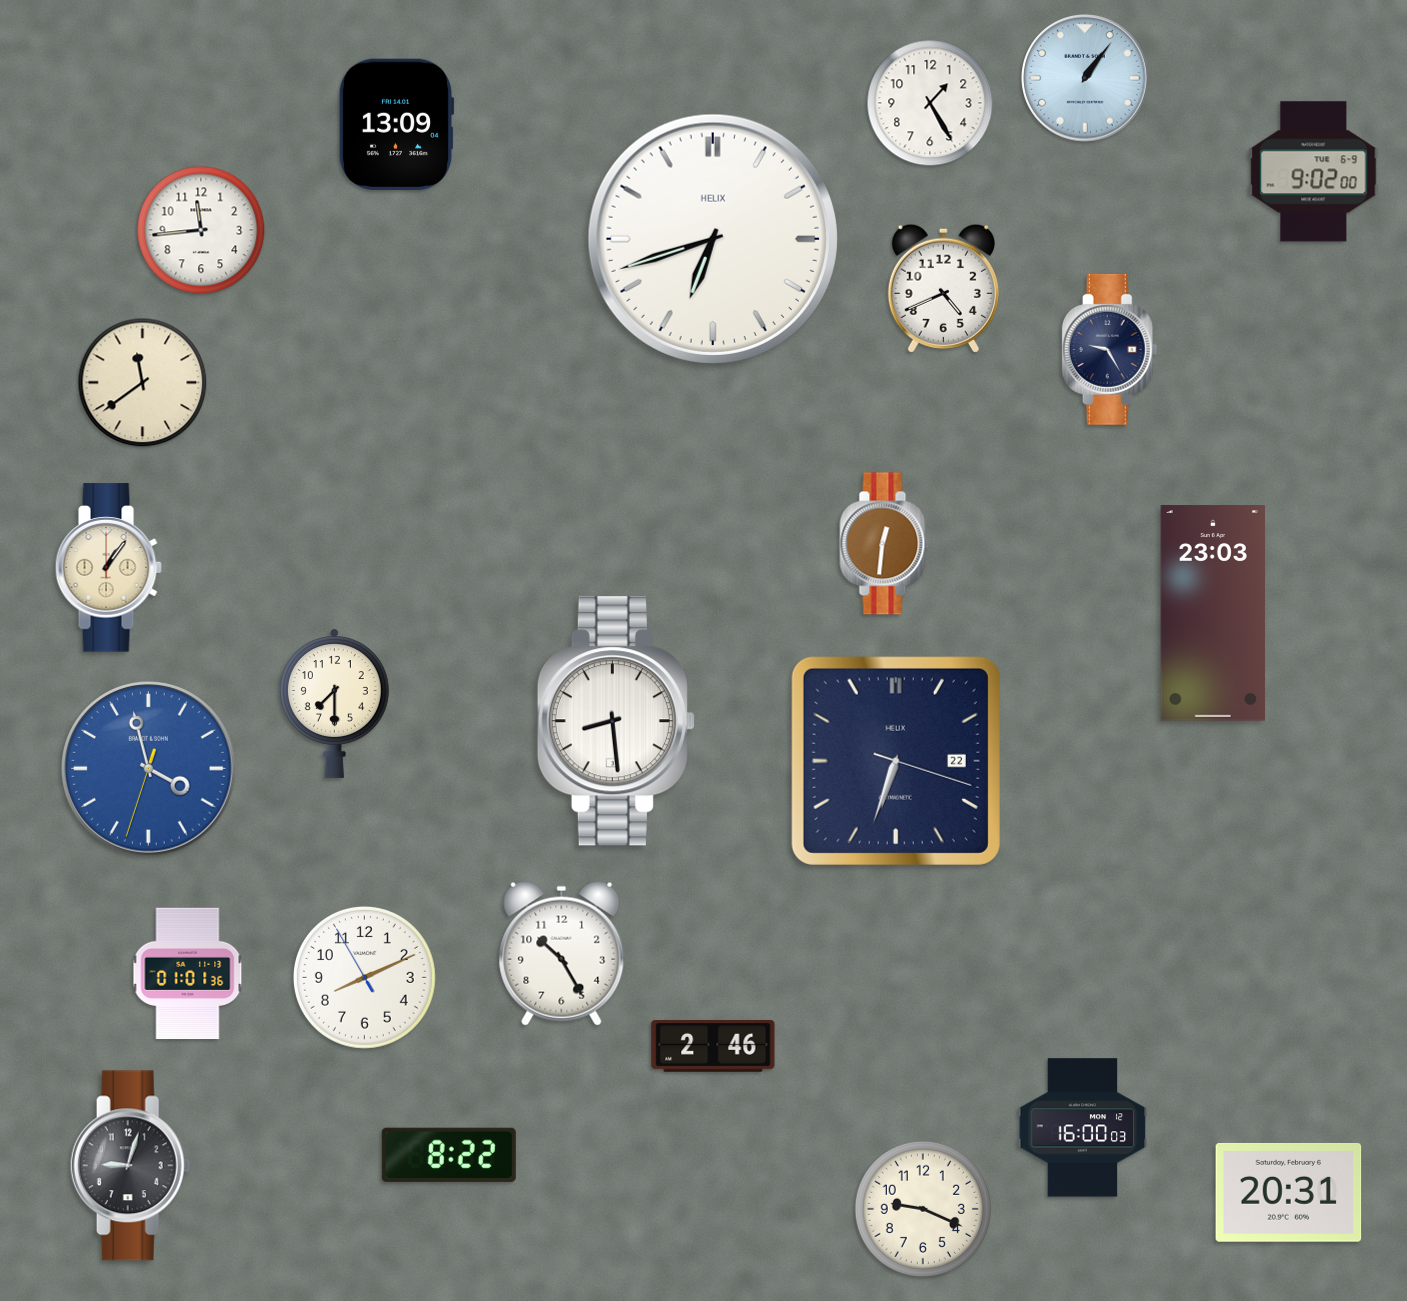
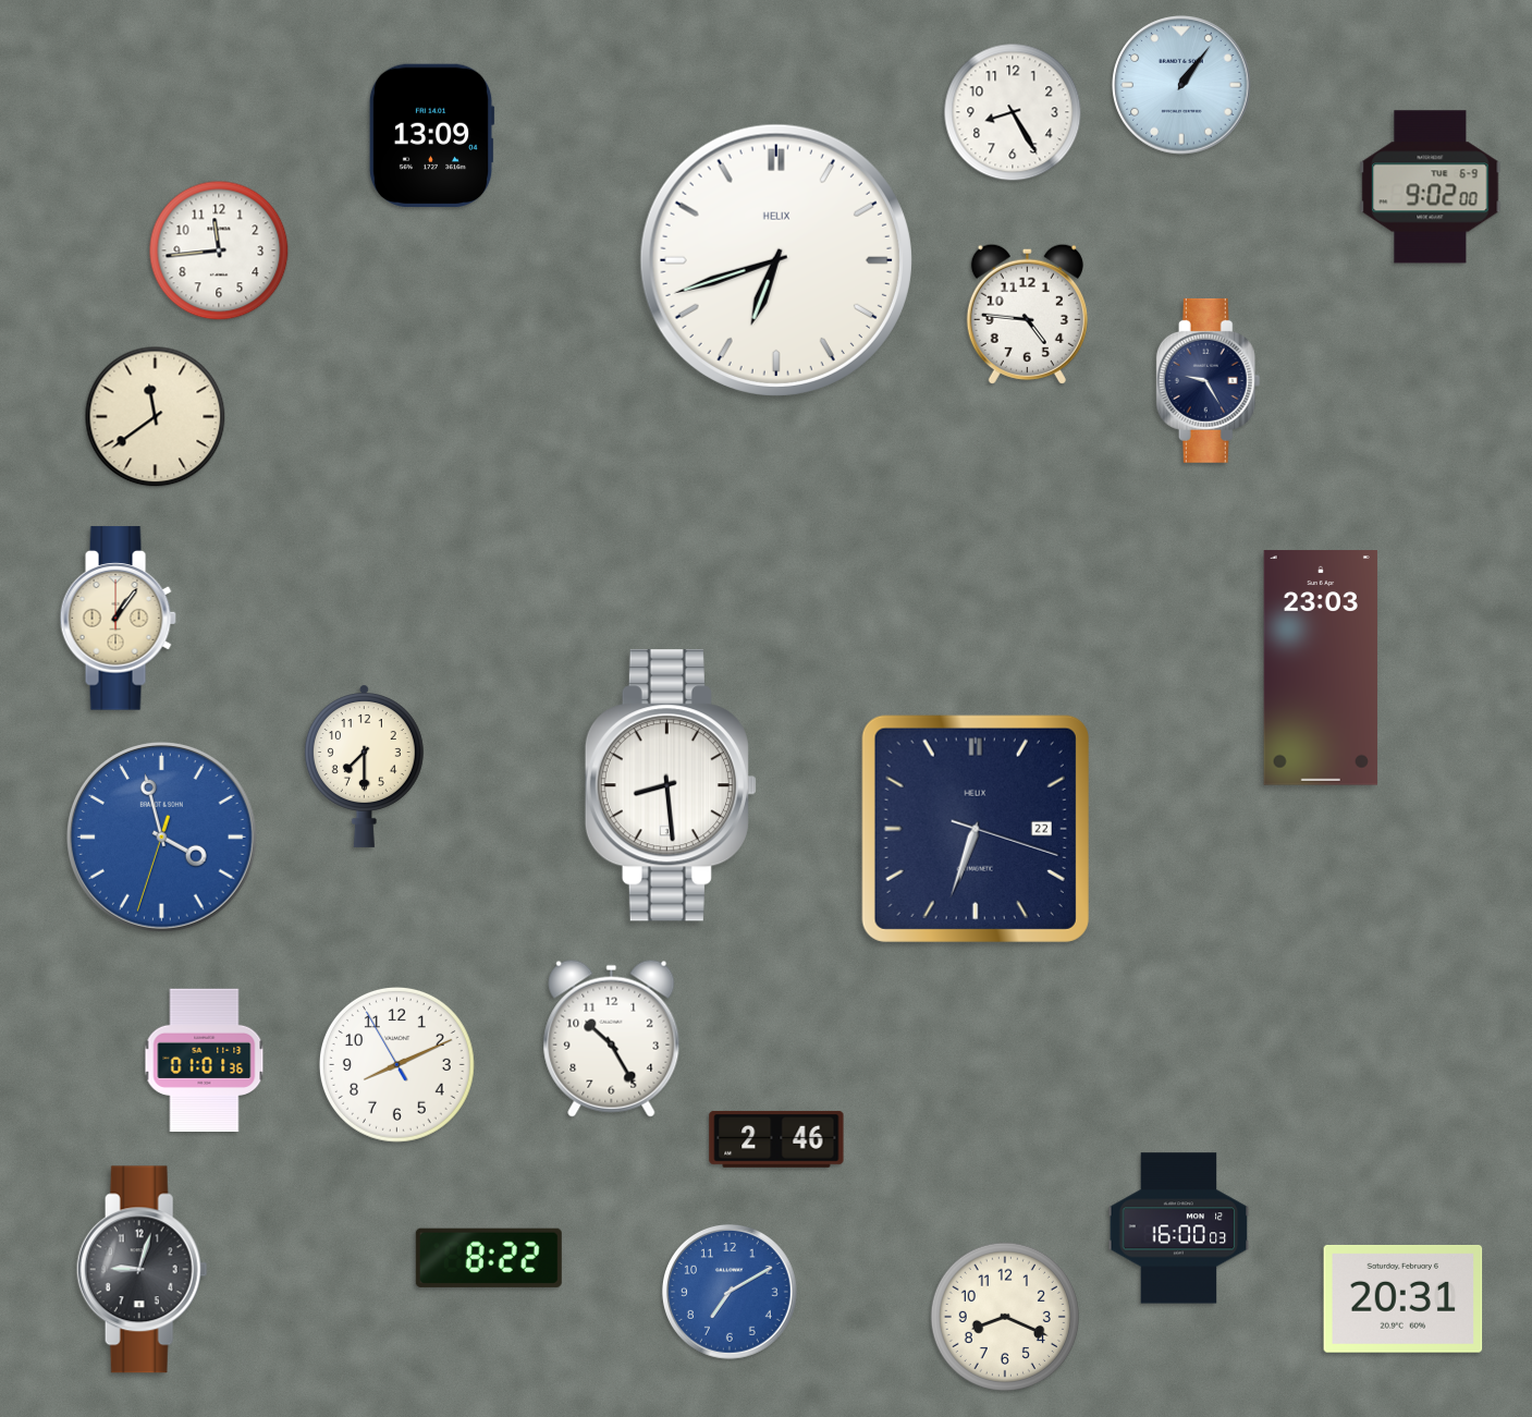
clock at (930, 103): 1:25 -> 8:25
clock at (943, 288): 4:41 -> 4:46
clock at (885, 544): 12:31 -> none
clock at (730, 1292): none -> 7:10
clock at (923, 1209): 9:19 -> 8:19
